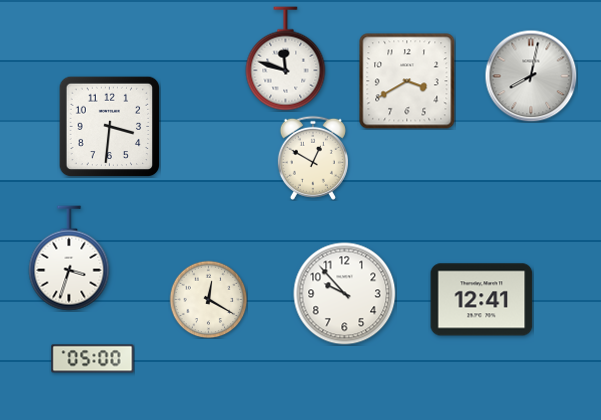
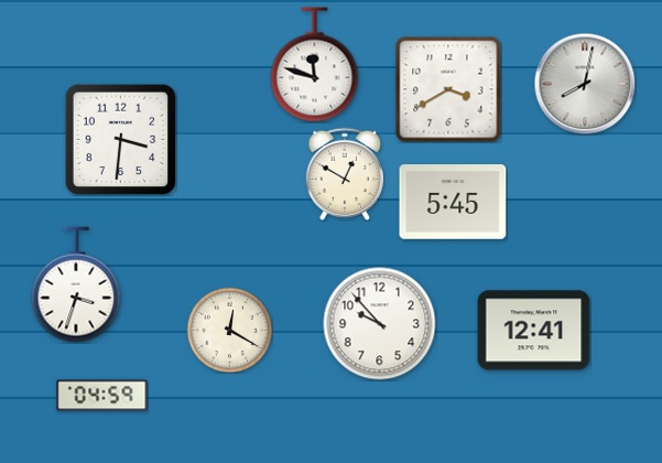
clock at (453, 202): none -> 5:45
clock at (482, 300) position: (482, 300) -> (534, 331)
clock at (93, 359): 05:00 -> 04:59
